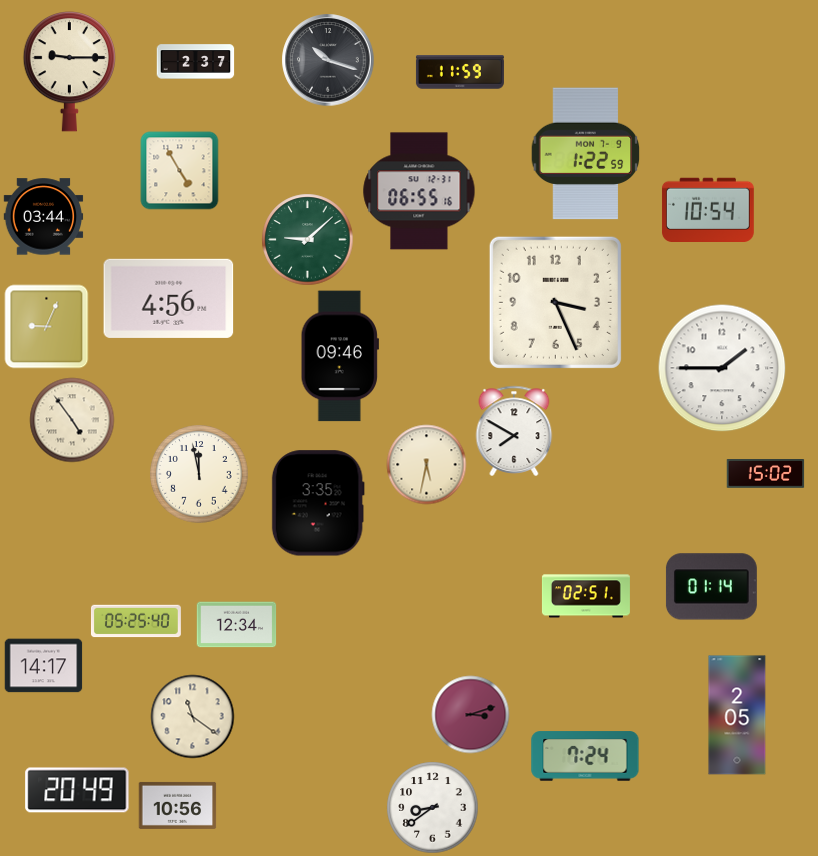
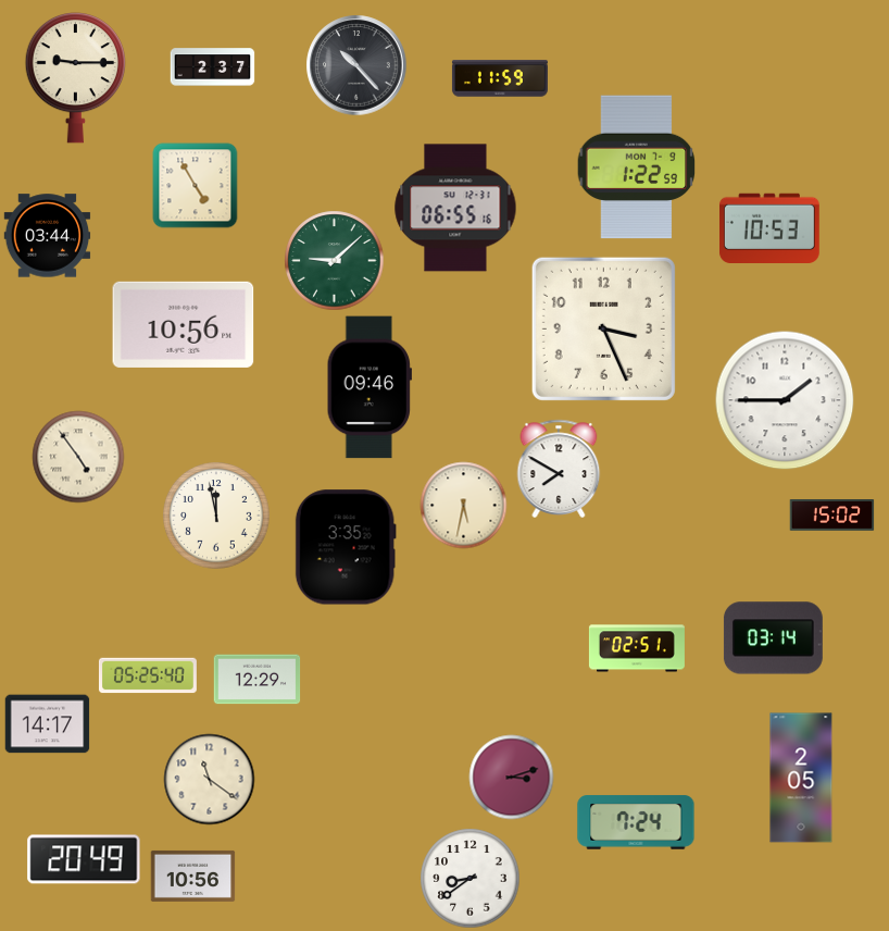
clock at (328, 60): 10:18 -> 10:23
clock at (708, 209): 10:54 -> 10:53
clock at (169, 298): 4:56 -> 10:56
clock at (46, 326): 9:04 -> none
clock at (711, 587): 01:14 -> 03:14
clock at (236, 625): 12:34 -> 12:29
